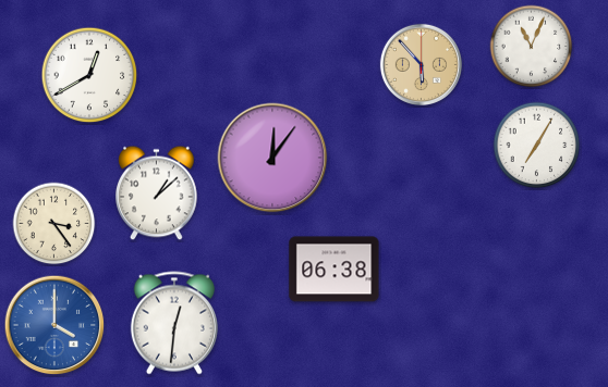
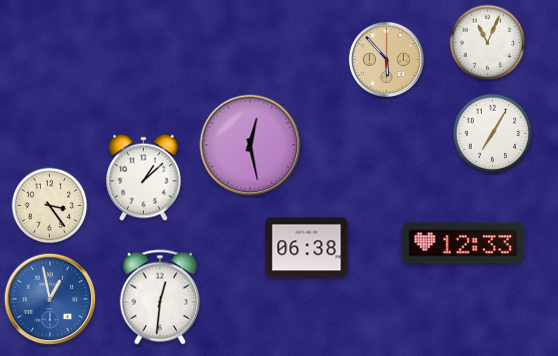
clock at (89, 75): 12:40 -> none
clock at (272, 158): 12:06 -> 12:28
clock at (463, 243): none -> 12:33
clock at (54, 325): 4:00 -> 12:58
